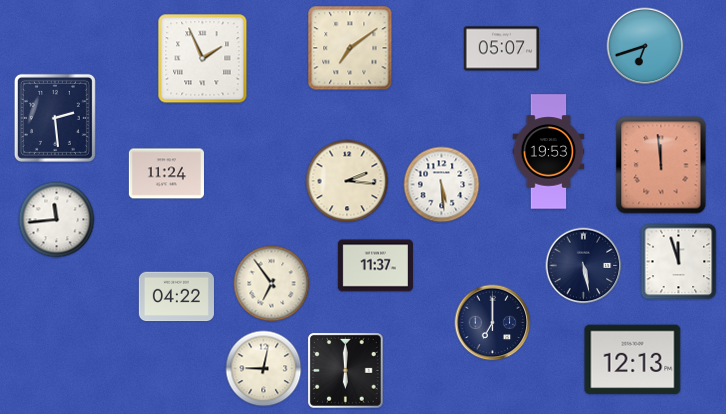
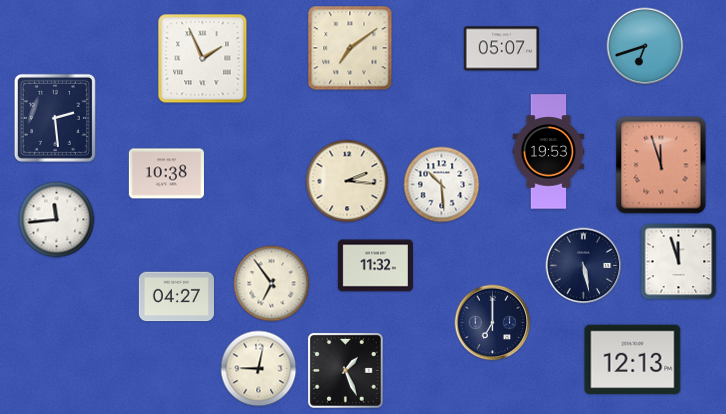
clock at (661, 165): 11:59 -> 11:57
clock at (166, 174): 11:24 -> 10:38
clock at (442, 185): 5:29 -> 10:29
clock at (375, 266): 11:37 -> 11:32
clock at (176, 297): 04:22 -> 04:27
clock at (264, 369) position: (264, 369) -> (259, 369)
clock at (345, 370): 6:00 -> 1:26
